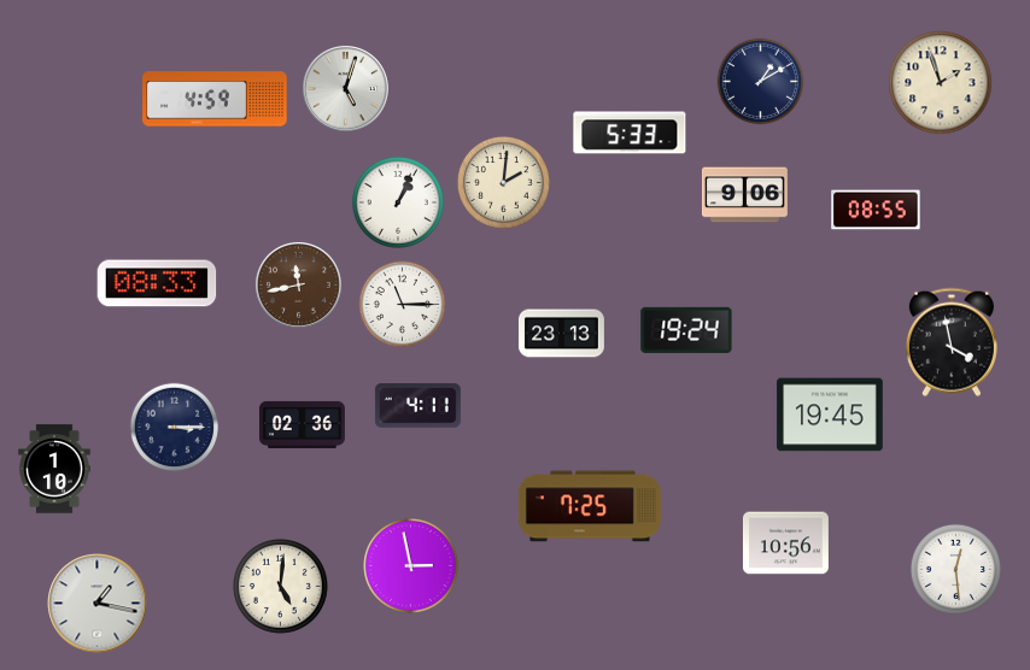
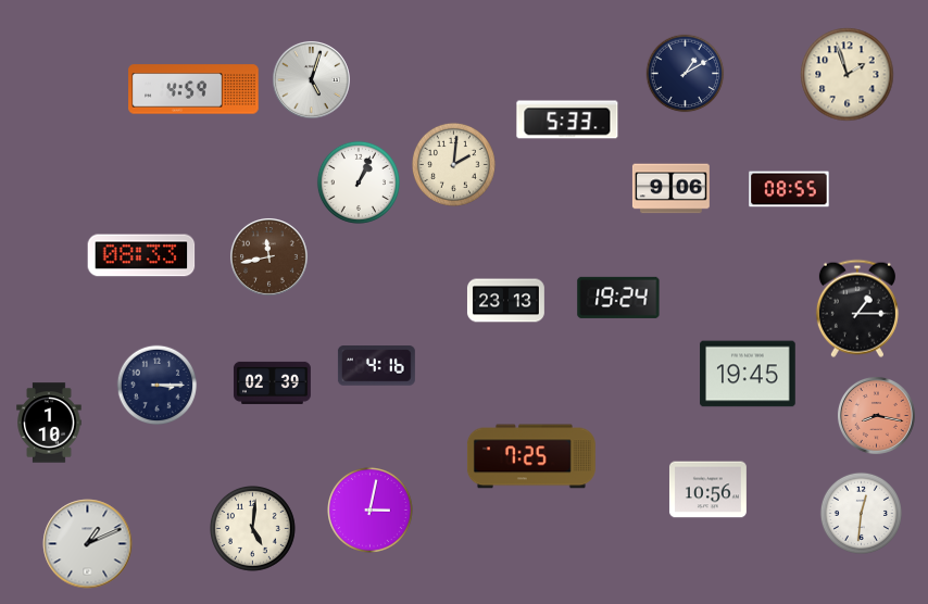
clock at (744, 195) position: (744, 195) -> (670, 189)
clock at (403, 305): 11:15 -> none
clock at (952, 342): 3:58 -> 1:15
clock at (417, 406): 4:11 -> 4:16
clock at (302, 424): 02:36 -> 02:39
clock at (876, 415): none -> 8:17
clock at (411, 566): 2:58 -> 3:02
clock at (955, 569): 12:29 -> 12:31
clock at (98, 604): 1:17 -> 1:11
